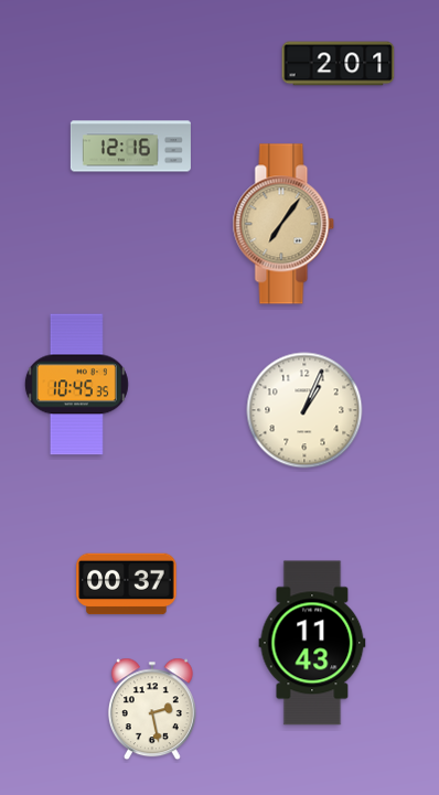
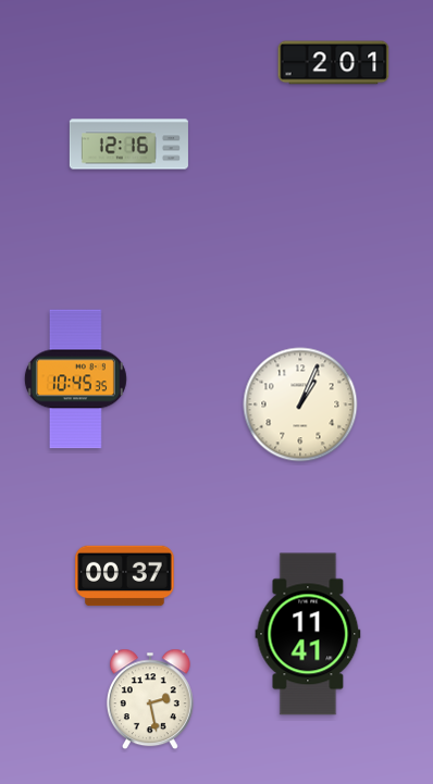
clock at (283, 224): 7:06 -> none
clock at (312, 643): 11:43 -> 11:41
